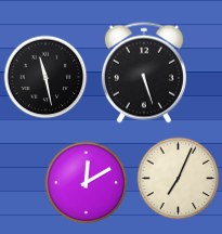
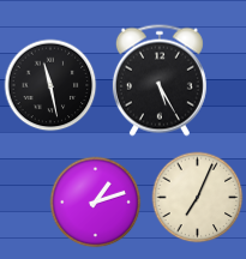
clock at (144, 73): 5:27 -> 5:25
clock at (87, 183): 12:10 -> 1:12
